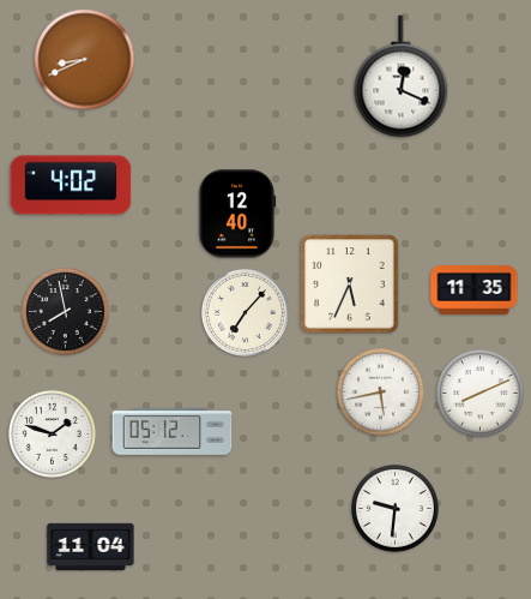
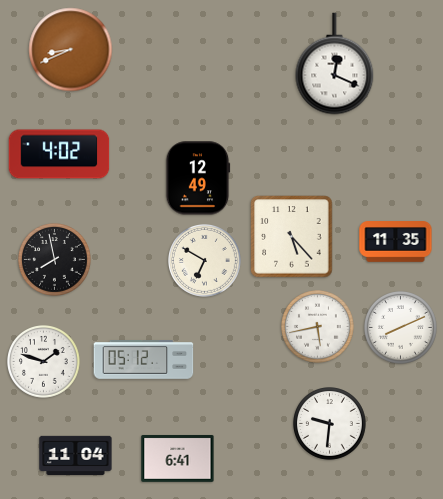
clock at (237, 214): 12:40 -> 12:49
clock at (350, 284): 5:34 -> 5:23
clock at (246, 313): 7:07 -> 6:50
clock at (178, 459): none -> 6:41
